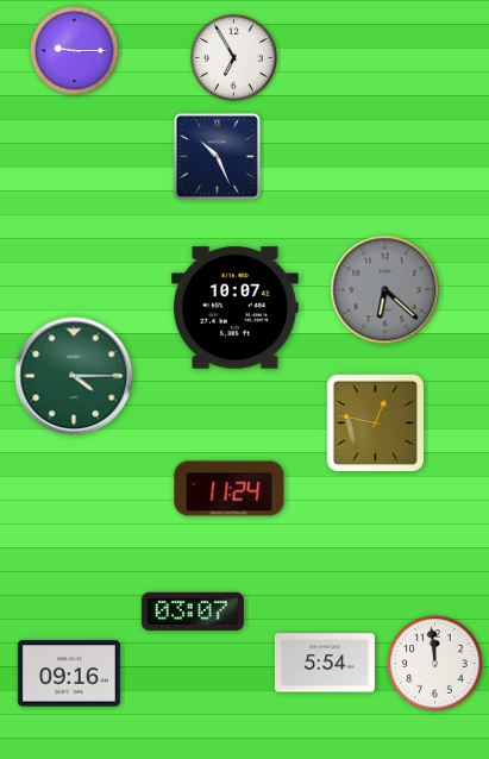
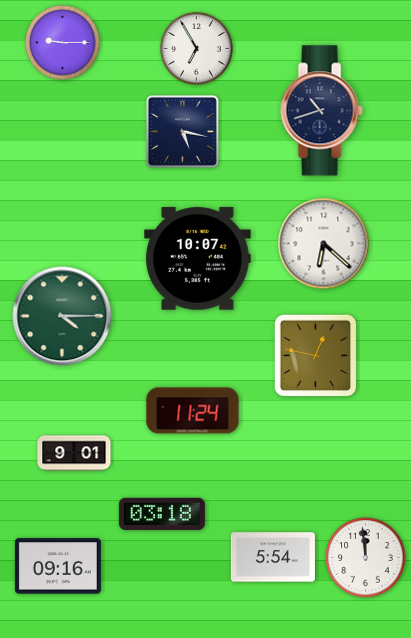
clock at (321, 111): none -> 10:42
clock at (217, 156): 10:26 -> 5:17
clock at (385, 290) dial: grey -> white
clock at (74, 453): none -> 9:01
clock at (193, 610): 03:07 -> 03:18
